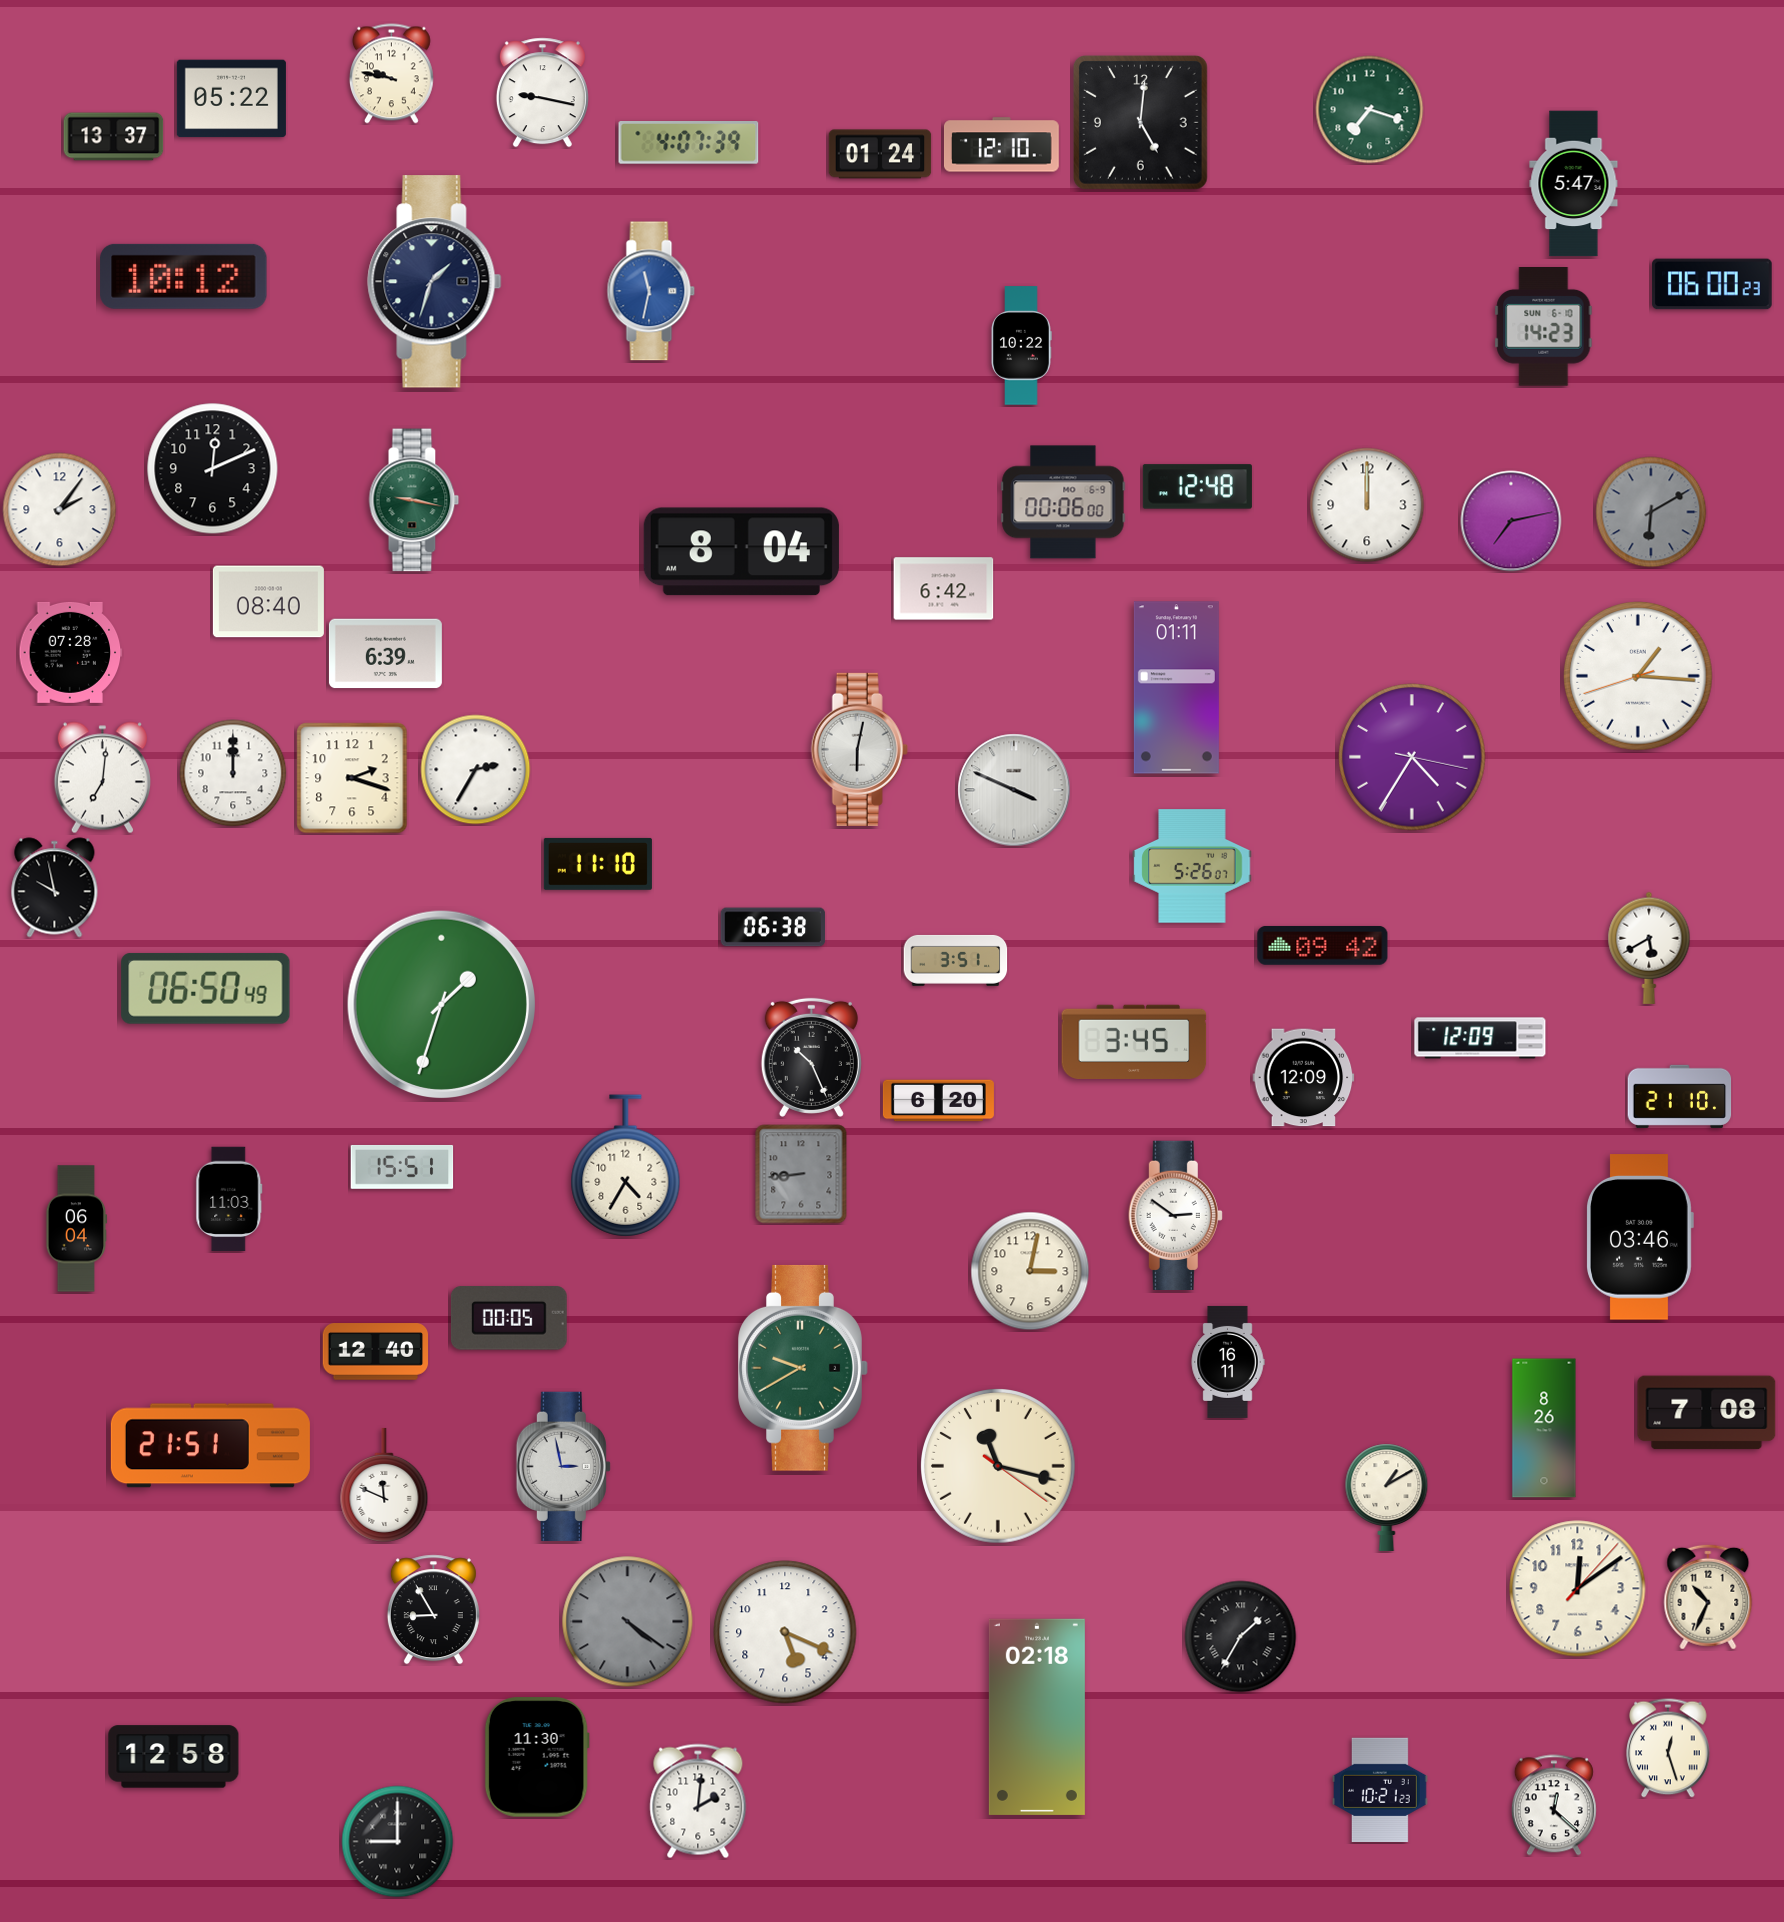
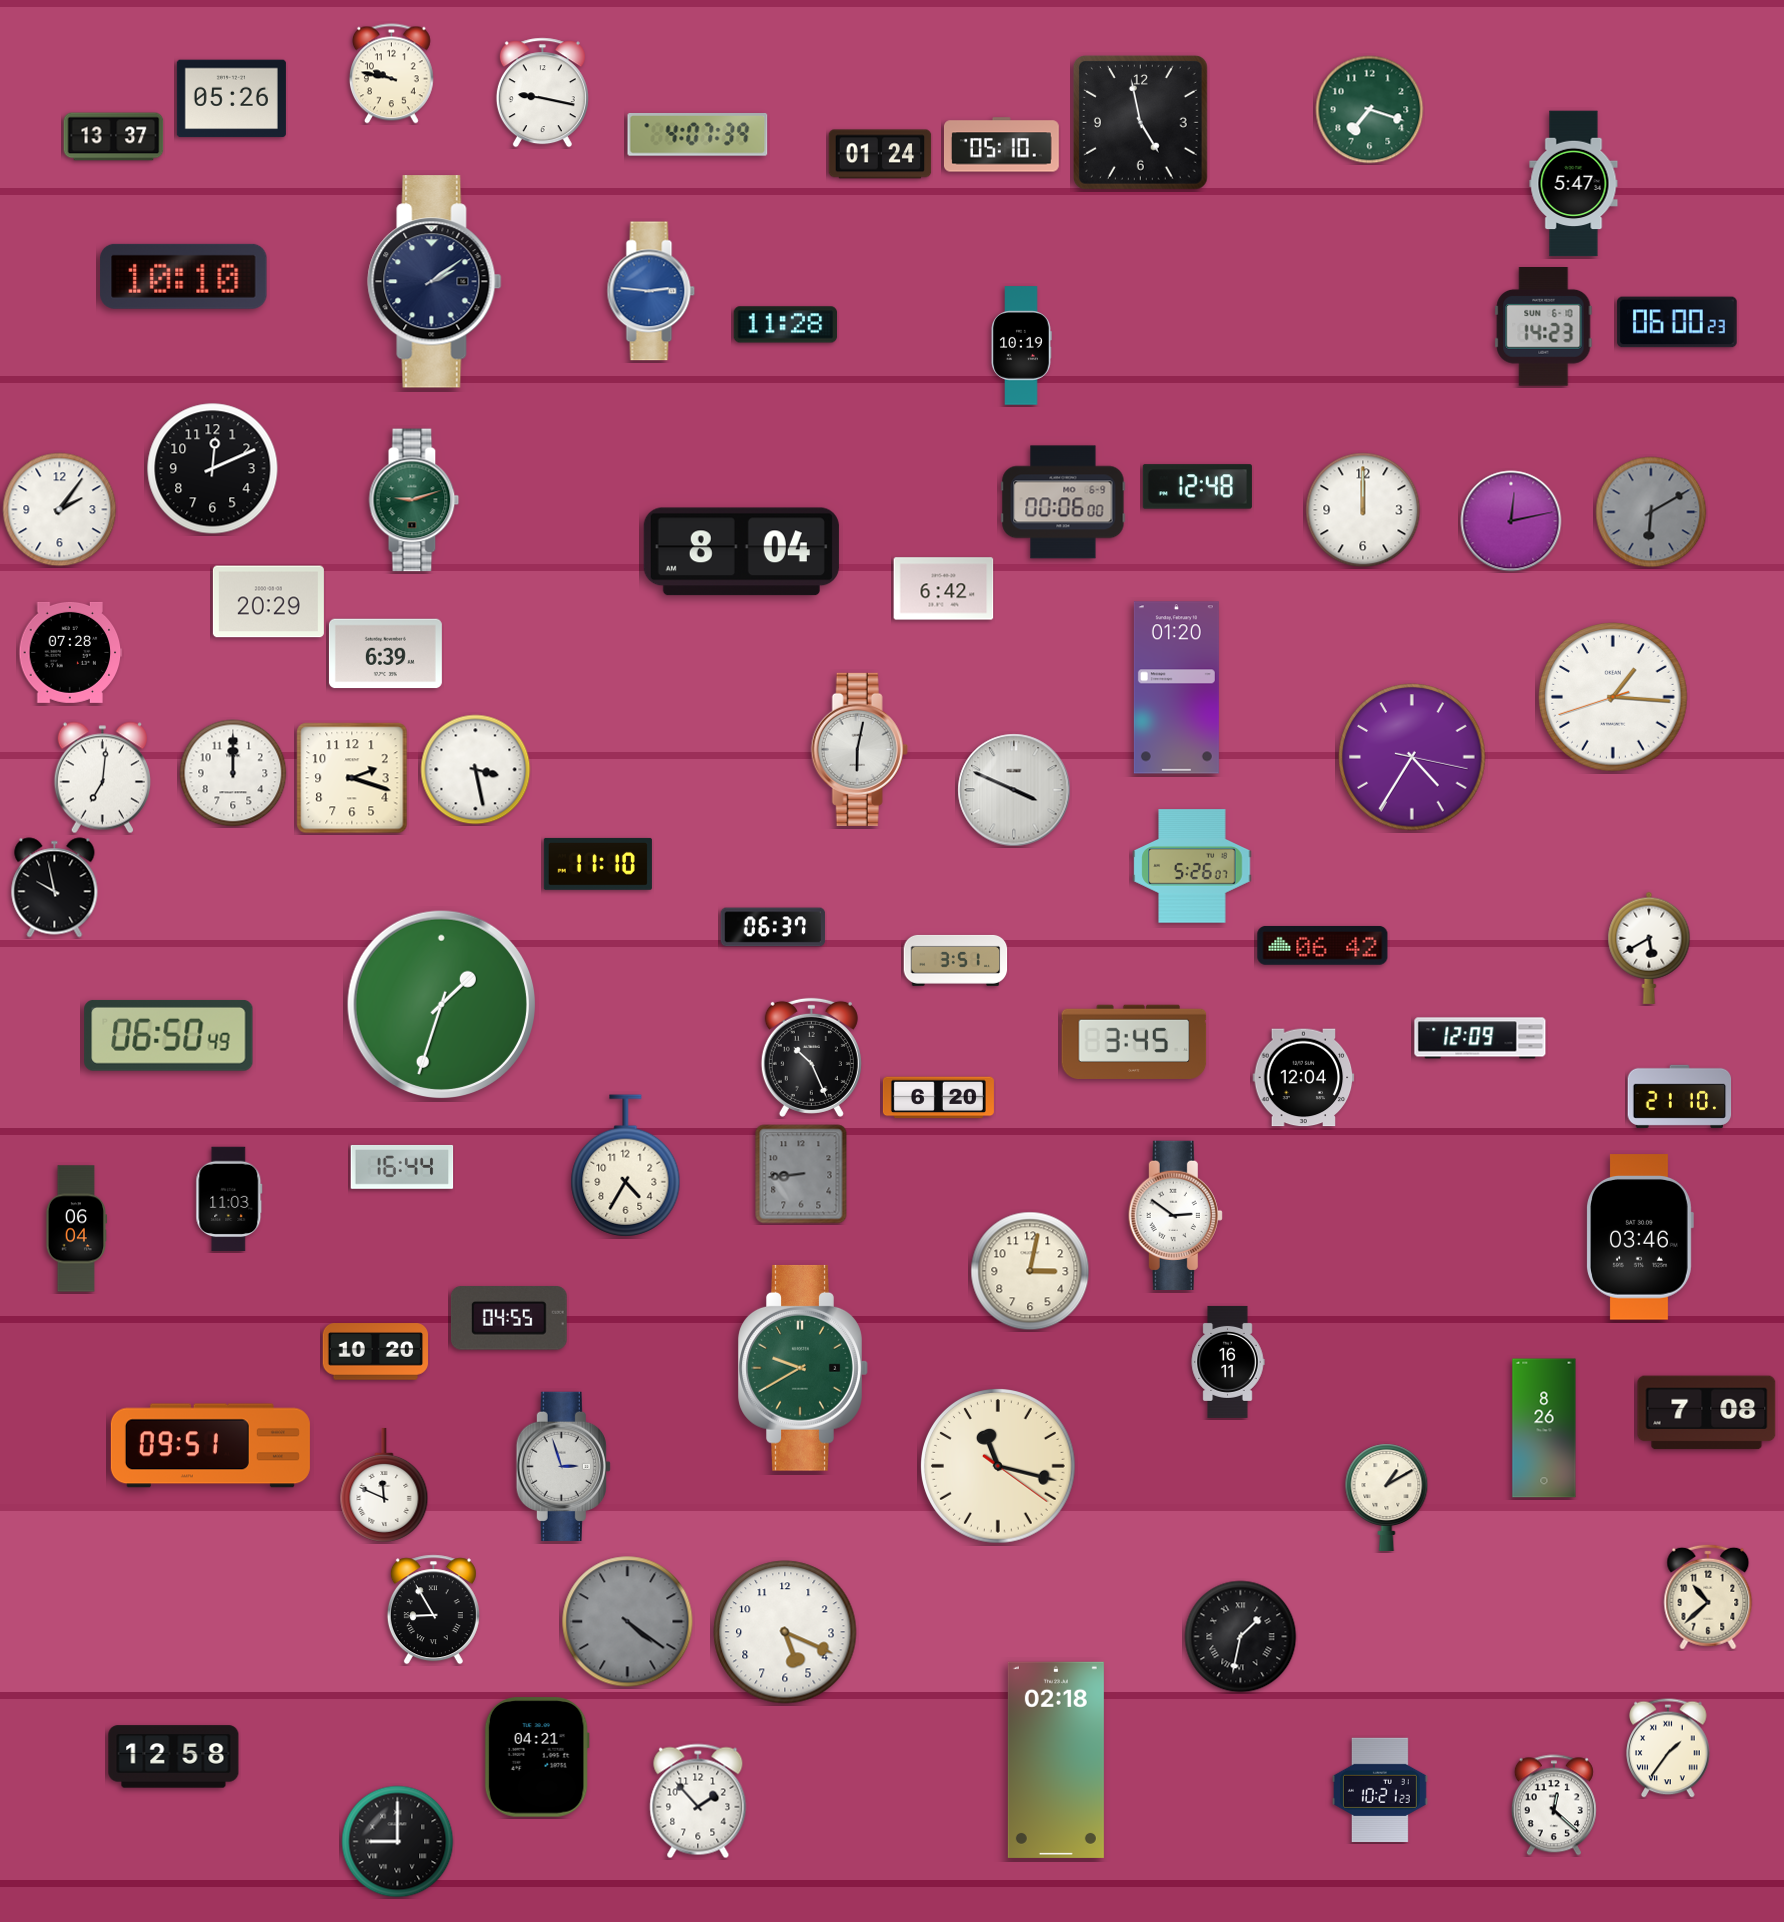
clock at (231, 99): 05:22 -> 05:26
clock at (1140, 122): 5:01 -> 4:58
clock at (689, 143) position: (689, 143) -> (698, 135)
clock at (1001, 145): 12:10 -> 05:10
clock at (184, 276): 10:12 -> 10:10
clock at (435, 282): 1:33 -> 2:09
clock at (1712, 284) position: (1712, 284) -> (1677, 322)
clock at (651, 291): 11:32 -> 2:46
clock at (786, 325): none -> 11:28
clock at (1021, 346): 10:22 -> 10:19
clock at (414, 500): 9:17 -> 9:12
clock at (1367, 505) position: (1367, 505) -> (1363, 510)
clock at (1511, 521): 7:13 -> 12:13
clock at (268, 602): 08:40 -> 20:29
clock at (1638, 676) position: (1638, 676) -> (1613, 697)
clock at (1176, 688): 01:11 -> 01:20
clock at (476, 770): 2:35 -> 3:28
clock at (773, 927): 06:38 -> 06:37
clock at (1323, 945): 09:42 -> 06:42
clock at (206, 988) position: (206, 988) -> (169, 1035)
clock at (1304, 1078): 12:09 -> 12:04
clock at (938, 1101) position: (938, 1101) -> (938, 1098)
clock at (402, 1167): 15:51 -> 16:44
clock at (509, 1318): 00:05 -> 04:55
clock at (376, 1352): 12:40 -> 10:20
clock at (210, 1446): 21:51 -> 09:51
clock at (563, 1466): 2:58 -> 2:57
clock at (1578, 1589): 12:09 -> none
clock at (1708, 1597): 10:34 -> 10:38
clock at (1241, 1637): 1:35 -> 1:32
clock at (1037, 1717) position: (1037, 1717) -> (1056, 1760)
clock at (1668, 1748): 12:27 -> 1:36
clock at (537, 1757): 11:30 -> 04:21
clock at (698, 1801): 2:01 -> 1:53
